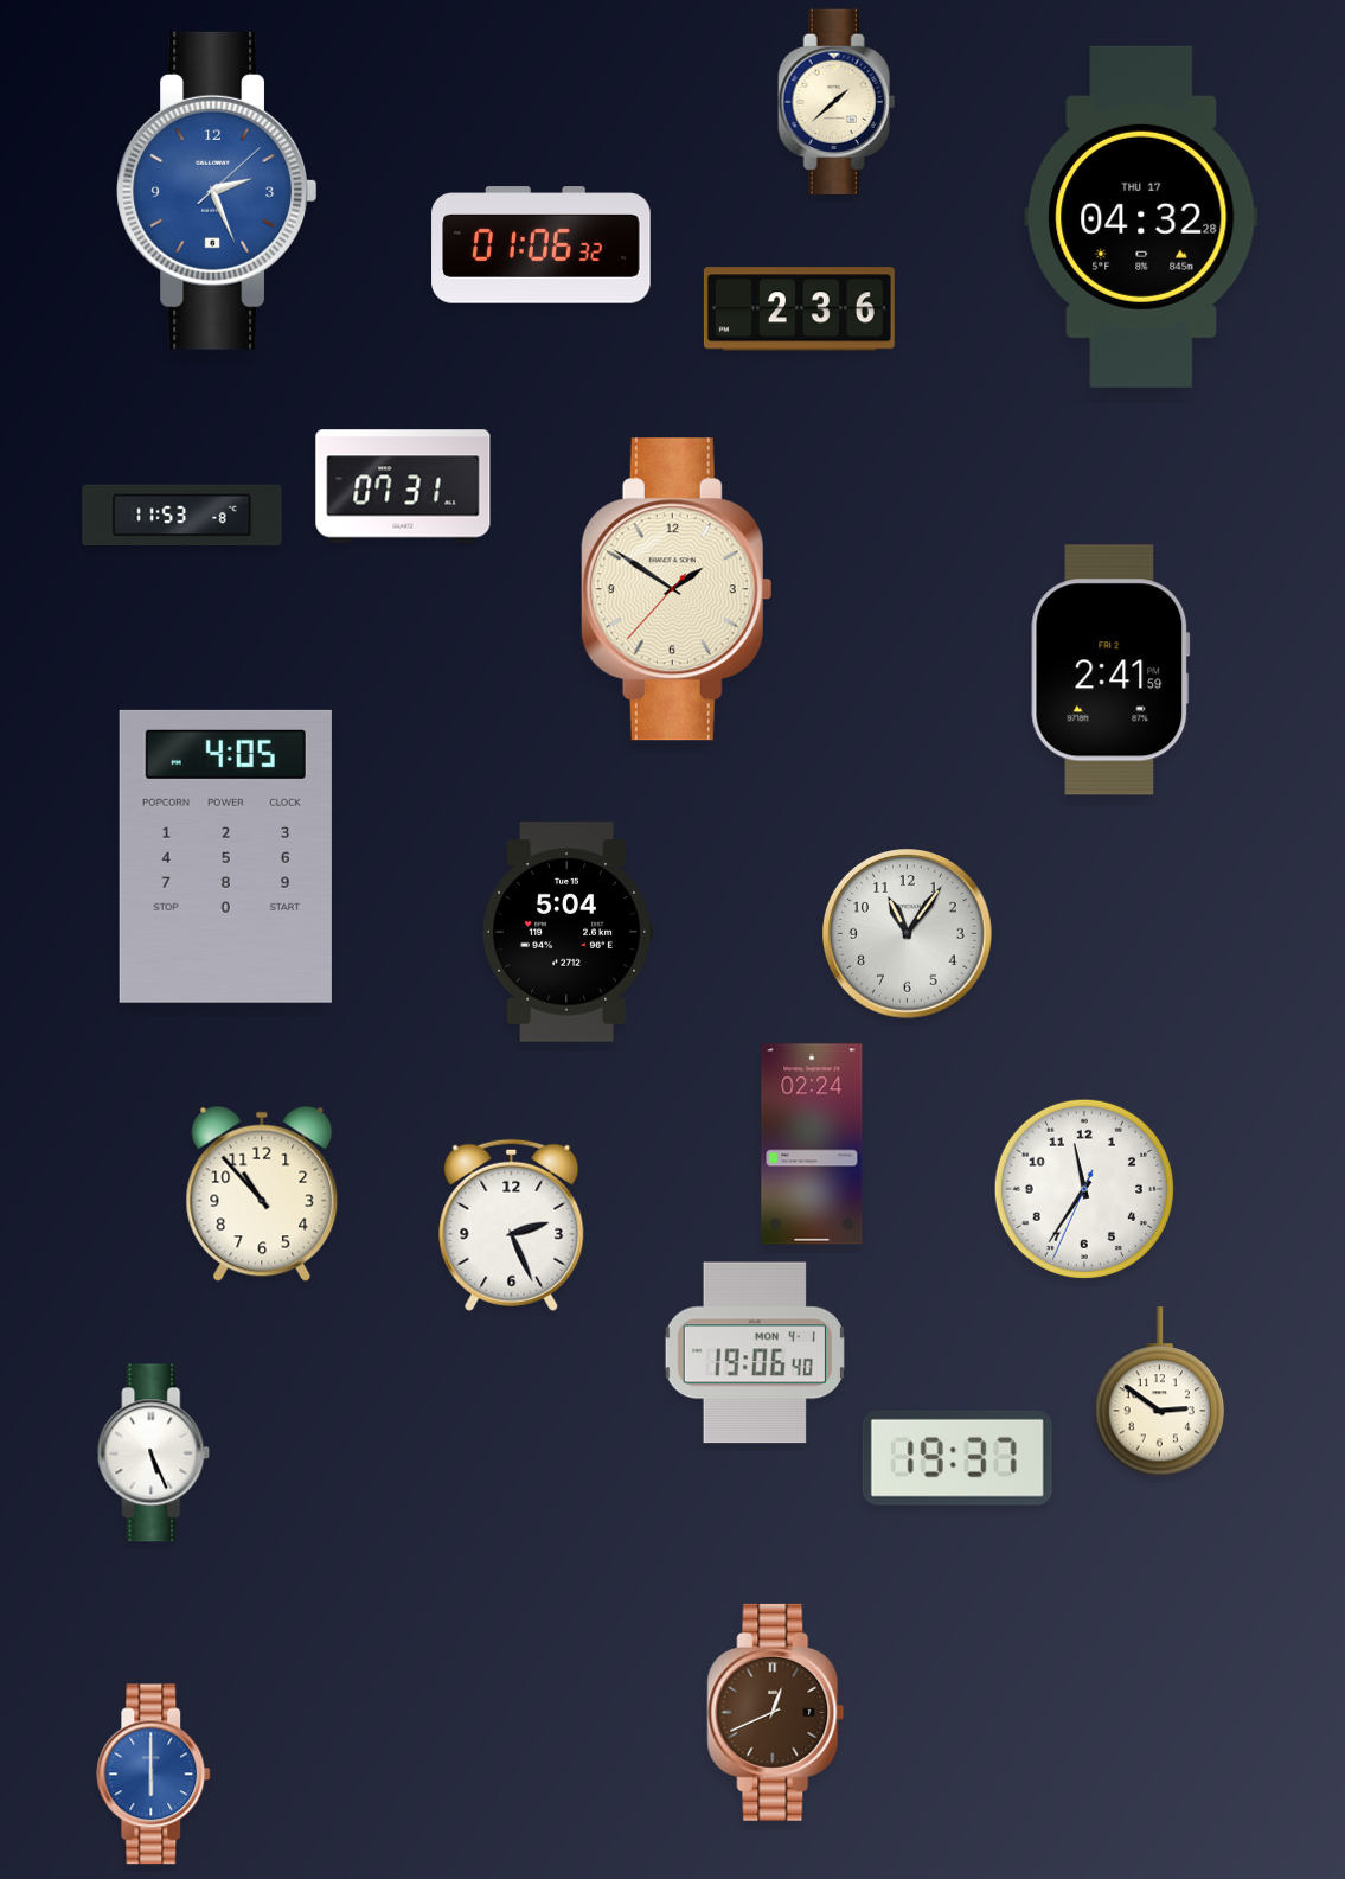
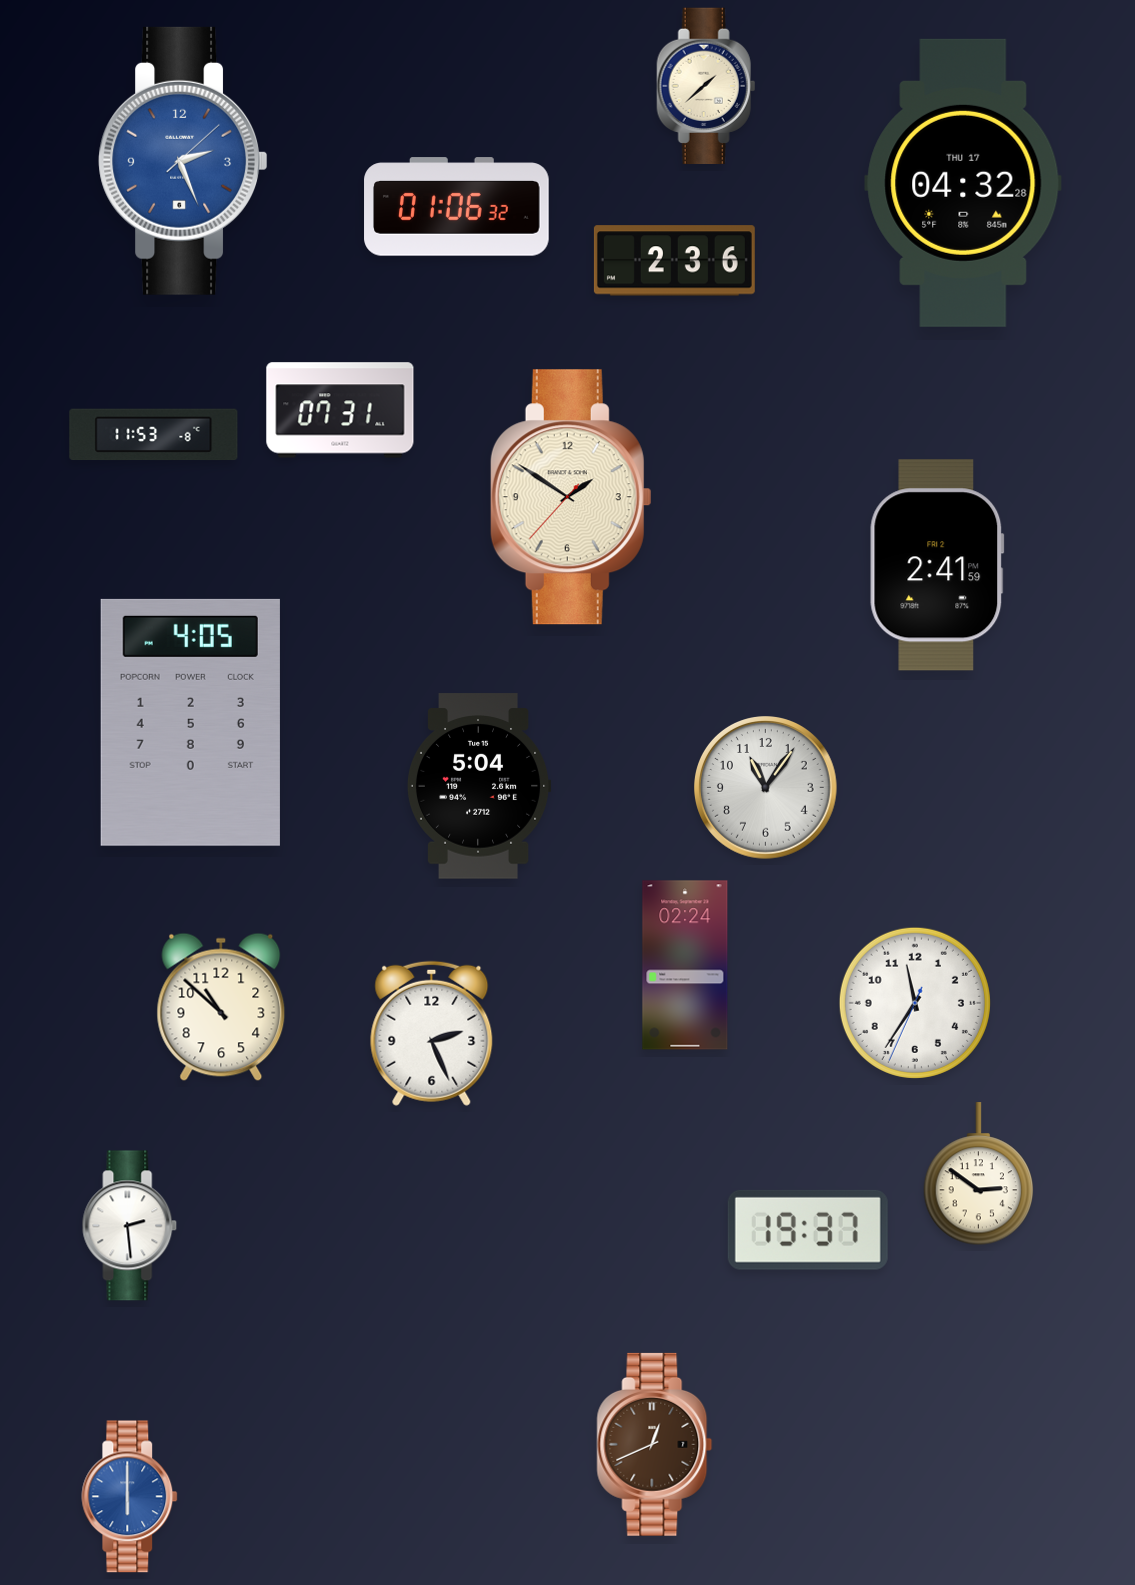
clock at (262, 1194): 10:53 -> 10:52
clock at (755, 1353): 19:06 -> none
clock at (154, 1453): 5:26 -> 2:29
